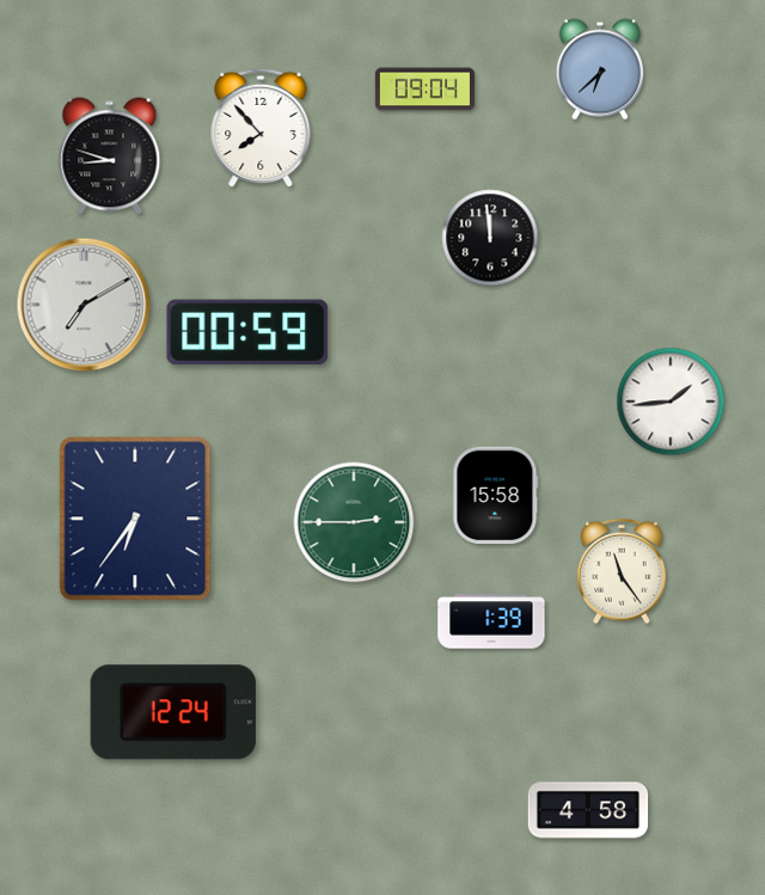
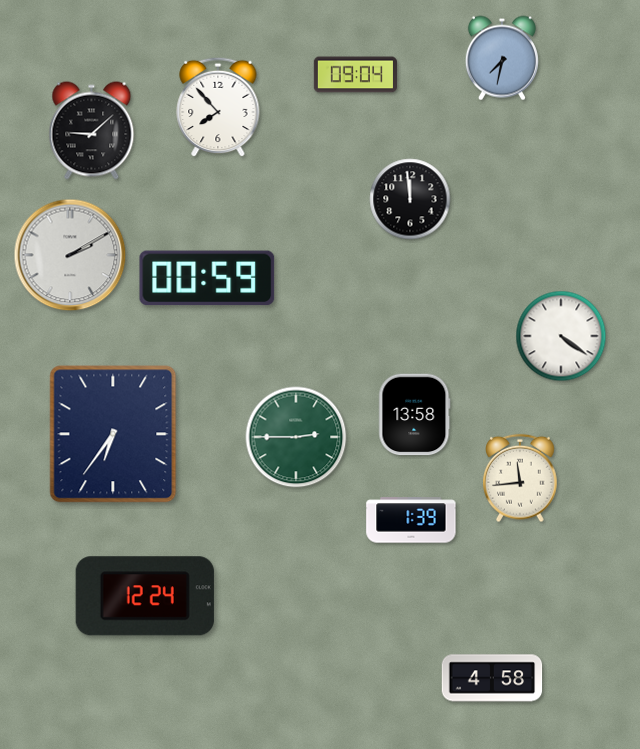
clock at (600, 69): 6:38 -> 7:32
clock at (110, 157): 8:48 -> 9:08
clock at (84, 305): 7:10 -> 2:10
clock at (671, 401): 1:44 -> 4:21
clock at (496, 496): 15:58 -> 13:58
clock at (623, 571): 11:24 -> 11:44
